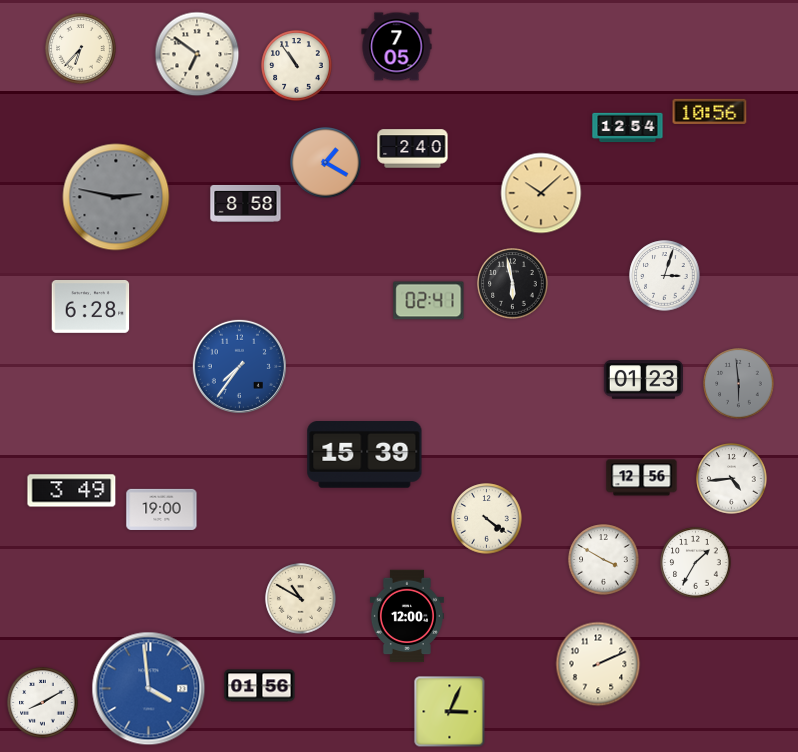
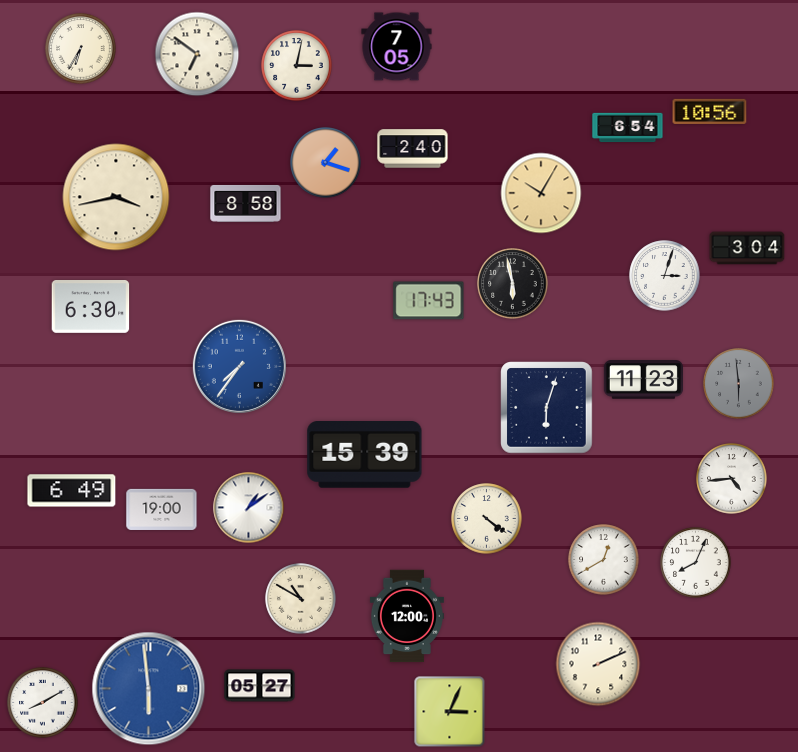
clock at (81, 49): 6:37 -> 6:35
clock at (297, 66): 10:54 -> 3:02
clock at (628, 128): 12:54 -> 6:54
clock at (326, 163): 1:20 -> 1:18
clock at (541, 193): 10:08 -> 10:05
clock at (116, 197): 2:47 -> 3:43
clock at (116, 197) dial: grey -> cream
clock at (747, 248): none -> 3:04
clock at (429, 301): 02:41 -> 17:43
clock at (91, 307): 6:28 -> 6:30
clock at (643, 380): 01:23 -> 11:23
clock at (547, 408): none -> 6:03
clock at (642, 478): 12:56 -> none
clock at (72, 491): 3:49 -> 6:49
clock at (249, 508): none -> 1:09
clock at (604, 560): 3:50 -> 12:40
clock at (696, 563): 1:35 -> 8:04
clock at (260, 686): 01:56 -> 05:27
clock at (149, 689): 3:59 -> 5:59
